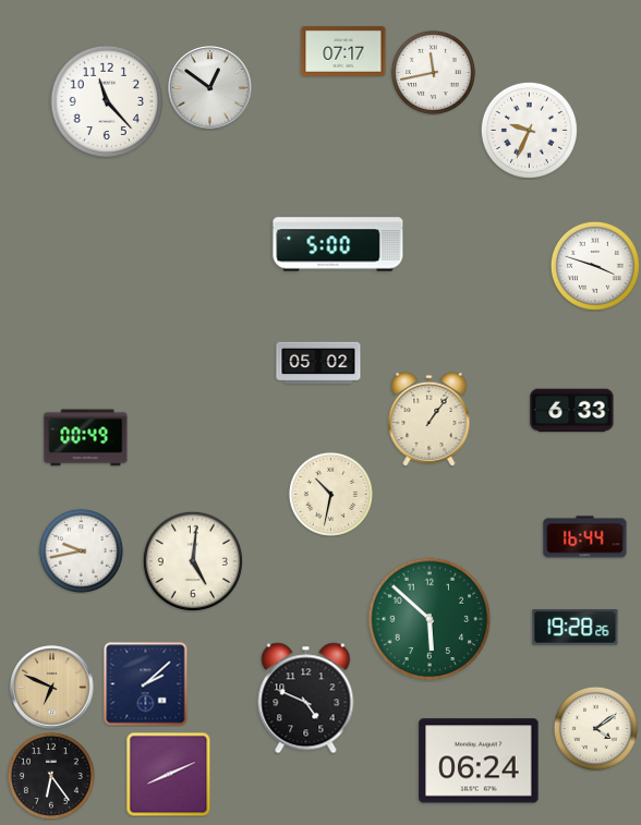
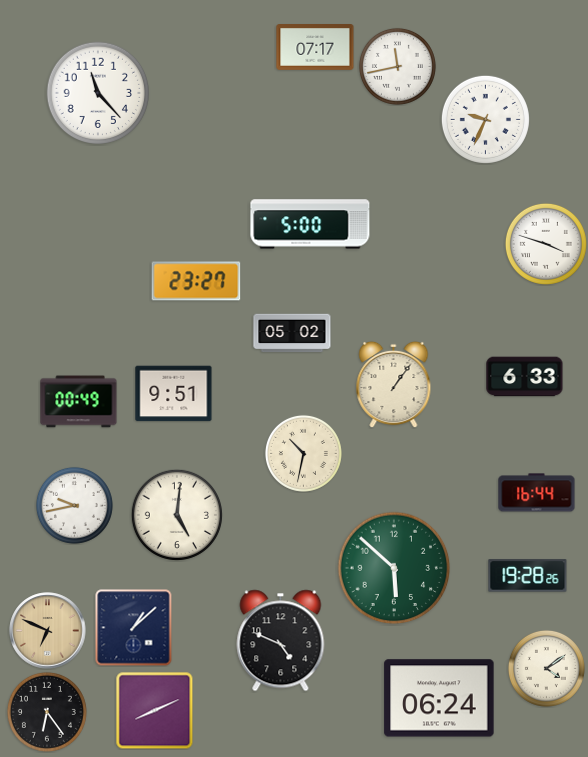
clock at (210, 88): 12:51 -> none
clock at (196, 281): none -> 23:27
clock at (174, 394): none -> 9:51
clock at (146, 684): 2:08 -> 1:08
